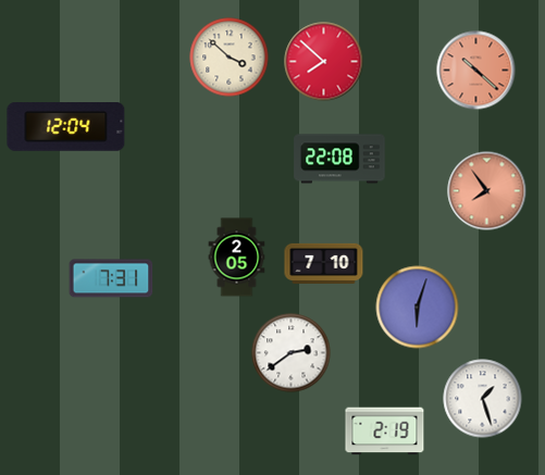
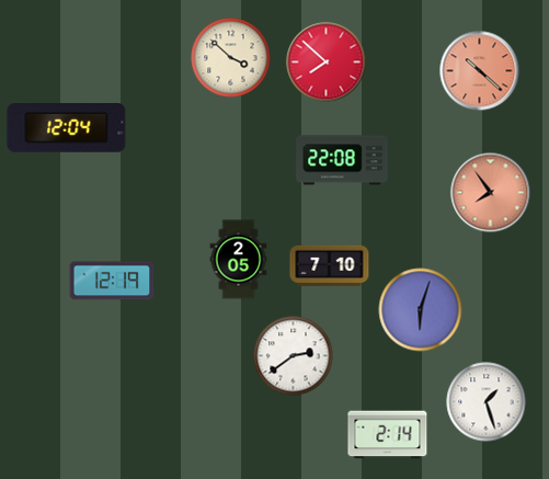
clock at (324, 263) position: (324, 263) -> (330, 265)
clock at (111, 278): 7:31 -> 12:19
clock at (385, 432): 2:19 -> 2:14
